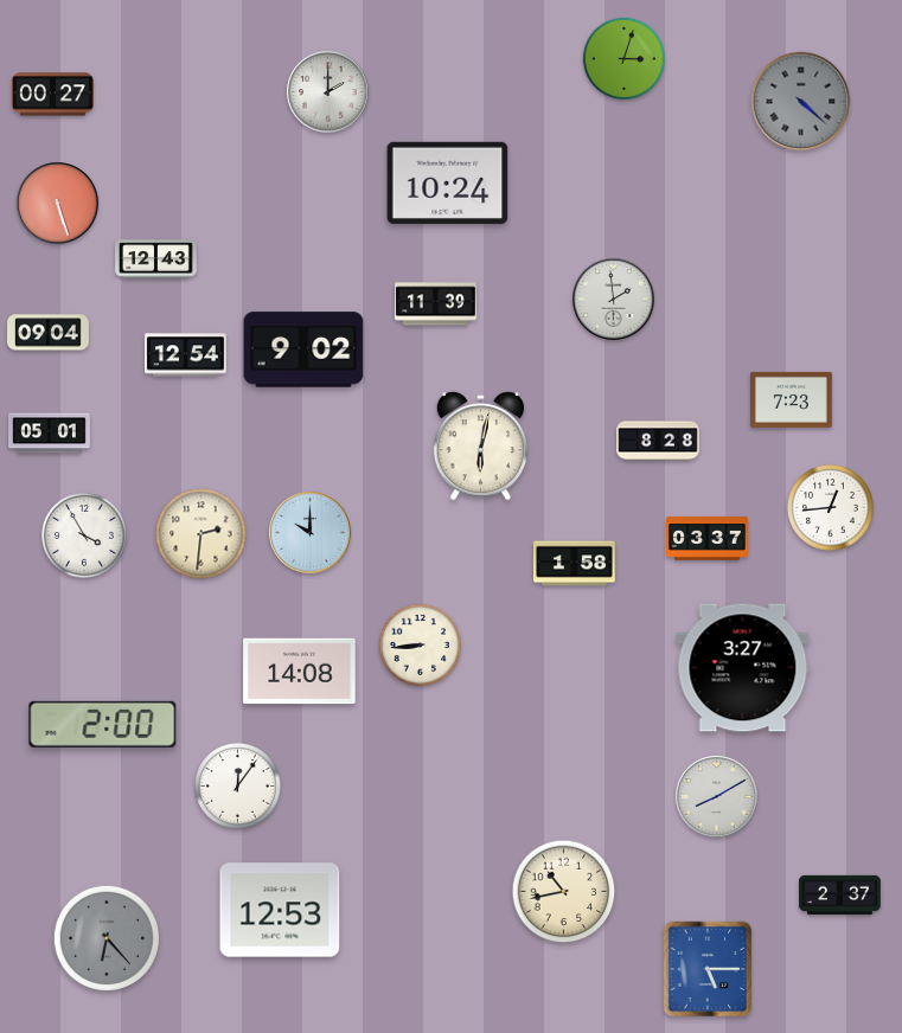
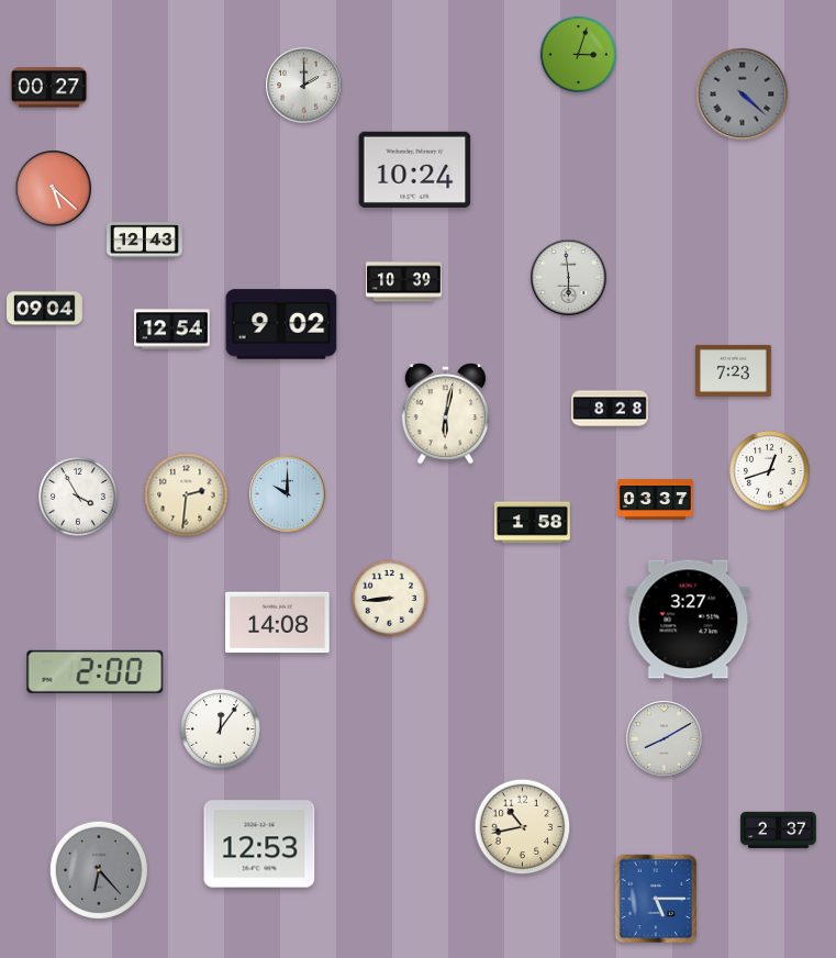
clock at (58, 204): 5:27 -> 5:22
clock at (614, 300): 1:59 -> 5:59
clock at (436, 304): 11:39 -> 10:39
clock at (50, 434): 05:01 -> none
clock at (831, 508): 12:44 -> 12:42
